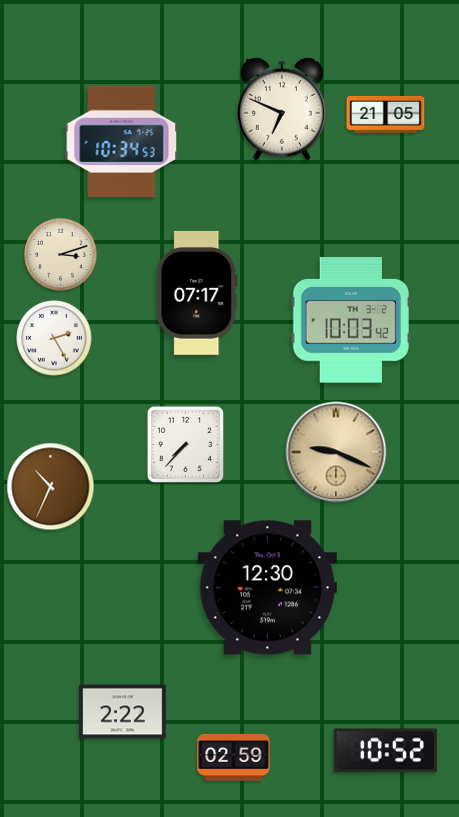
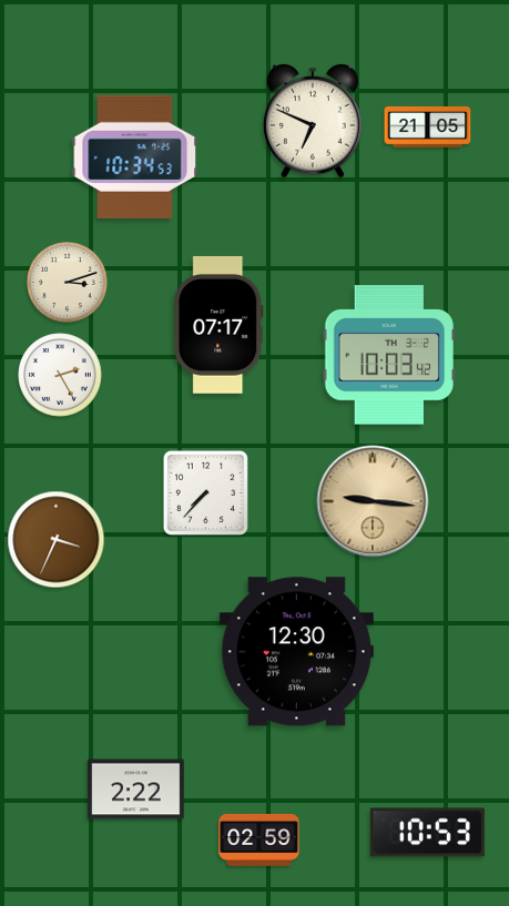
clock at (336, 452): 9:19 -> 9:16
clock at (51, 487): 10:34 -> 3:34
clock at (385, 751): 10:52 -> 10:53
